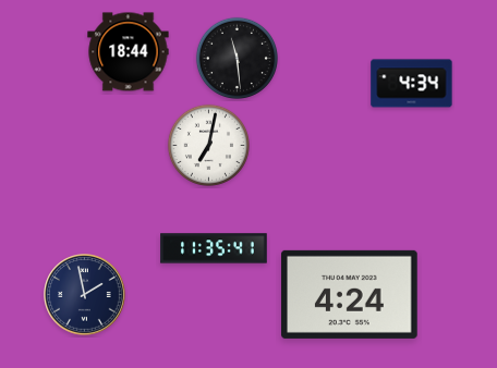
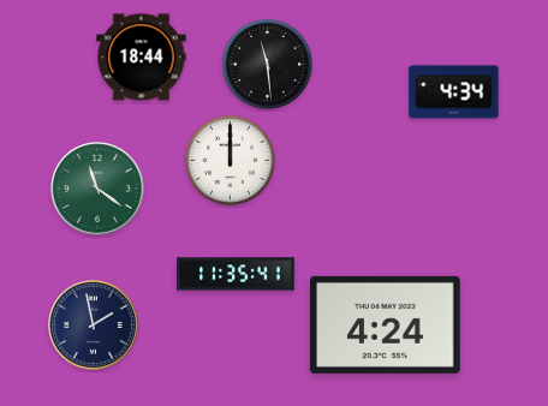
clock at (237, 58) position: (237, 58) -> (267, 64)
clock at (208, 145): 7:02 -> 12:00
clock at (99, 190): none -> 11:21
